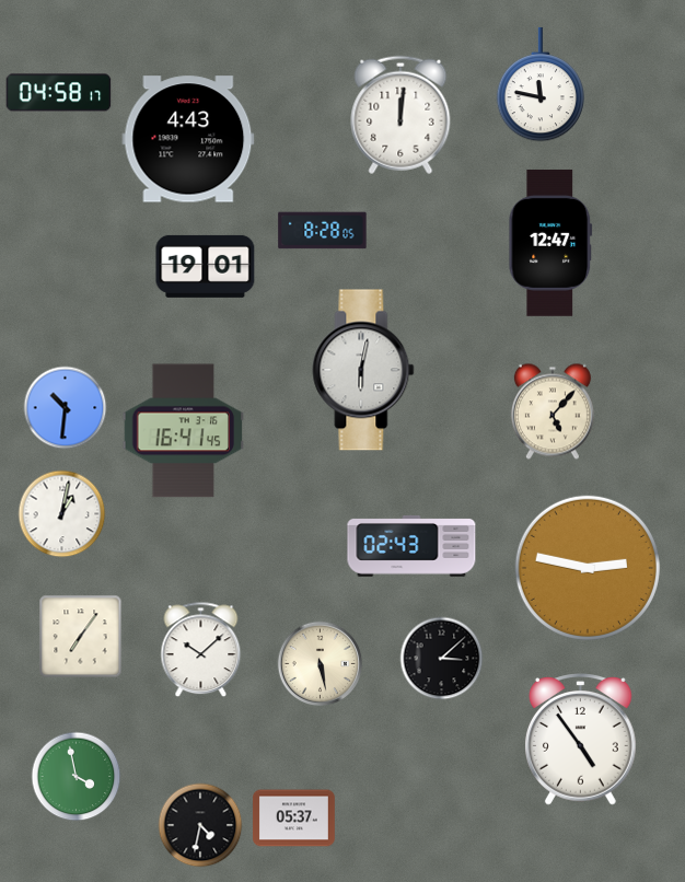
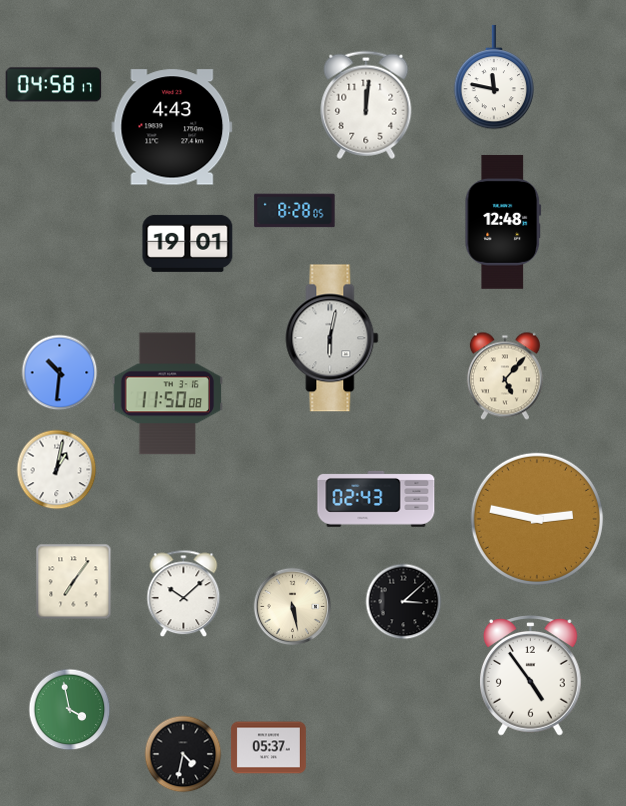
clock at (550, 243): 12:47 -> 12:48
clock at (184, 431): 16:41 -> 11:50
